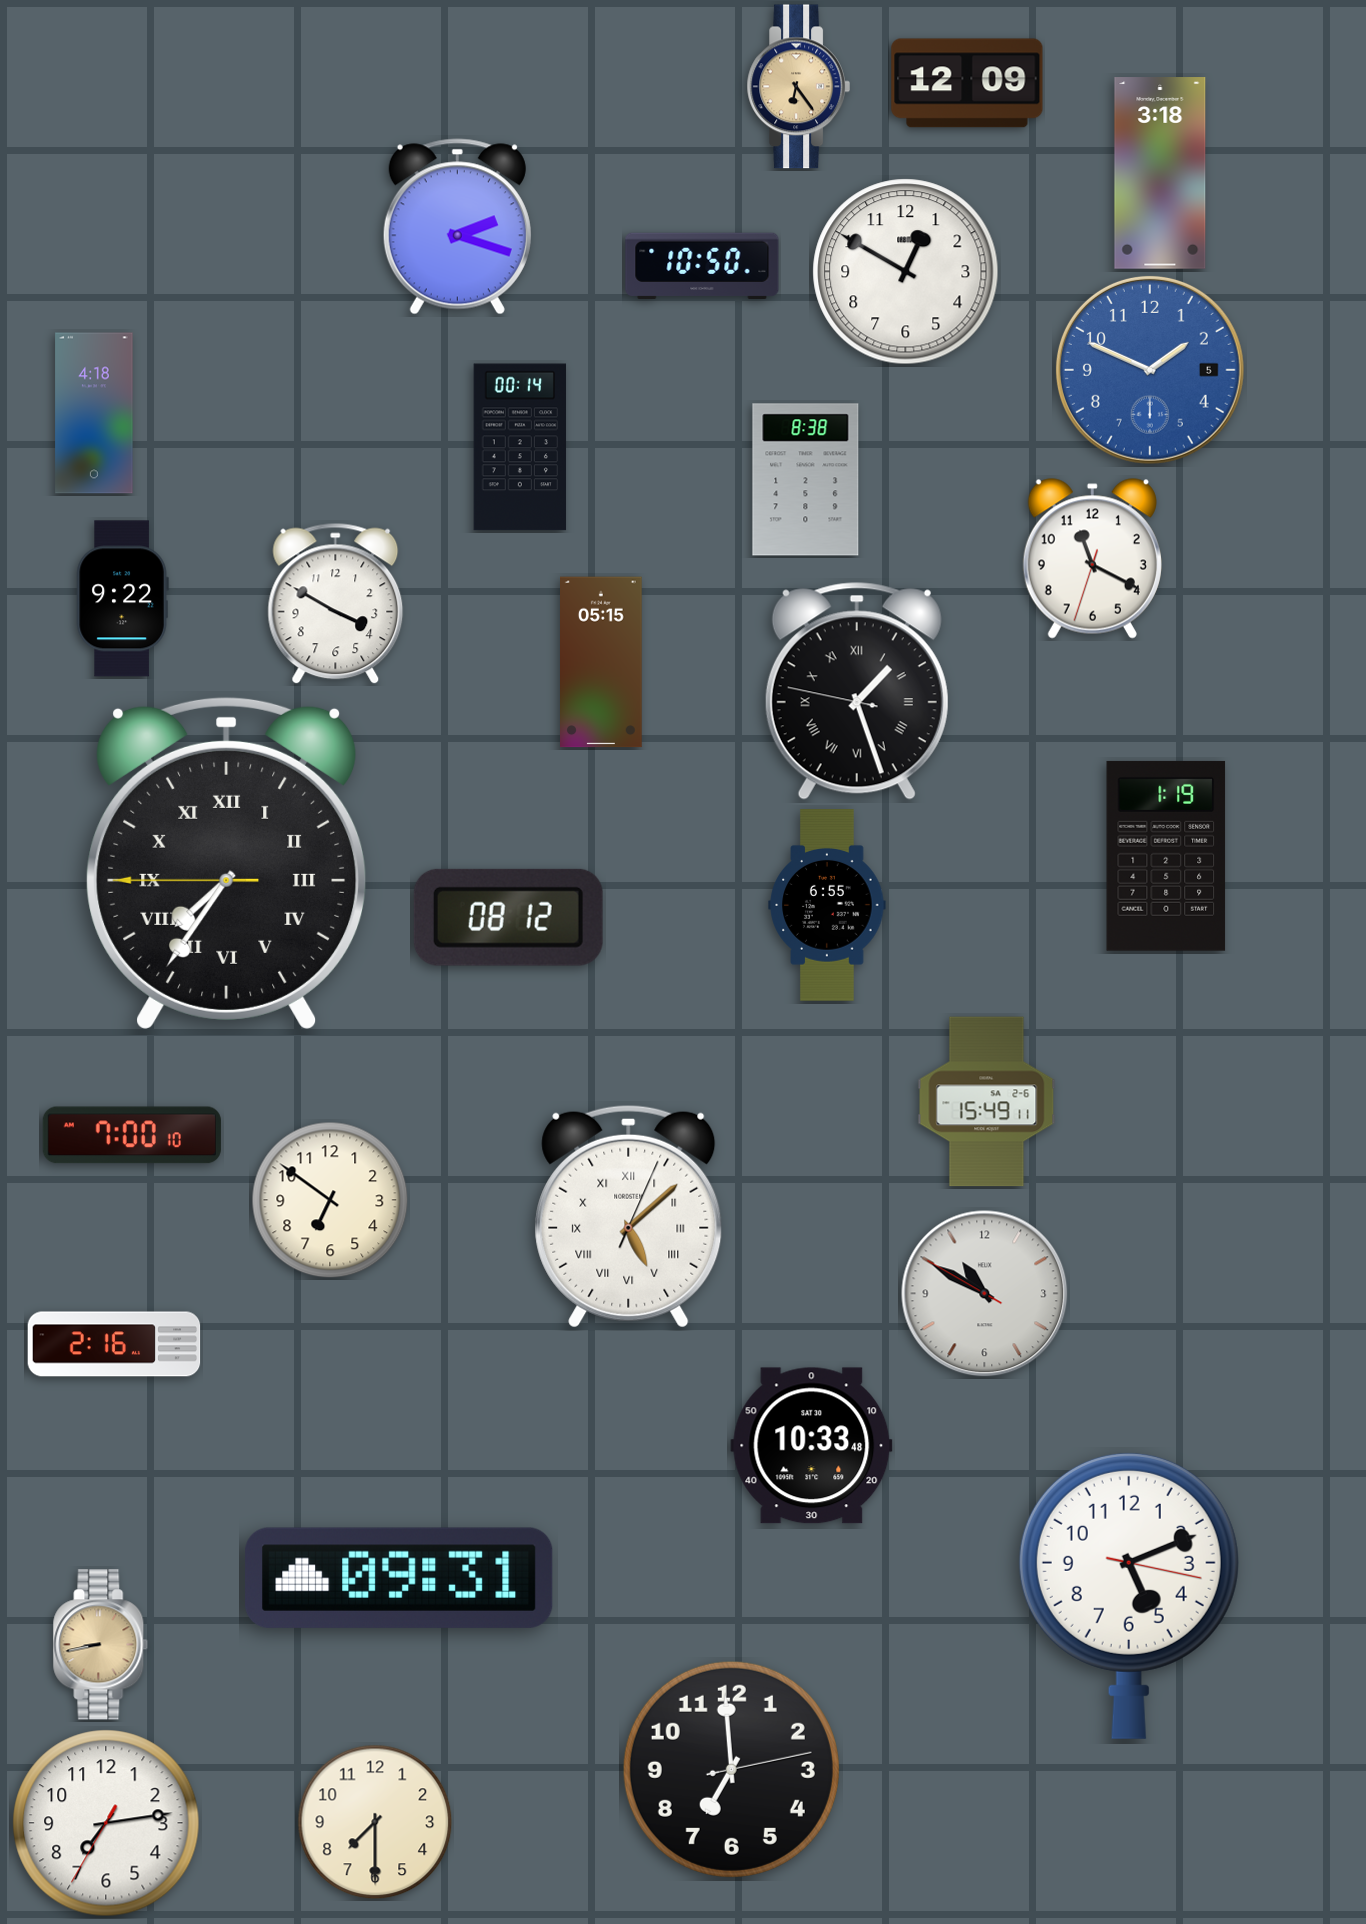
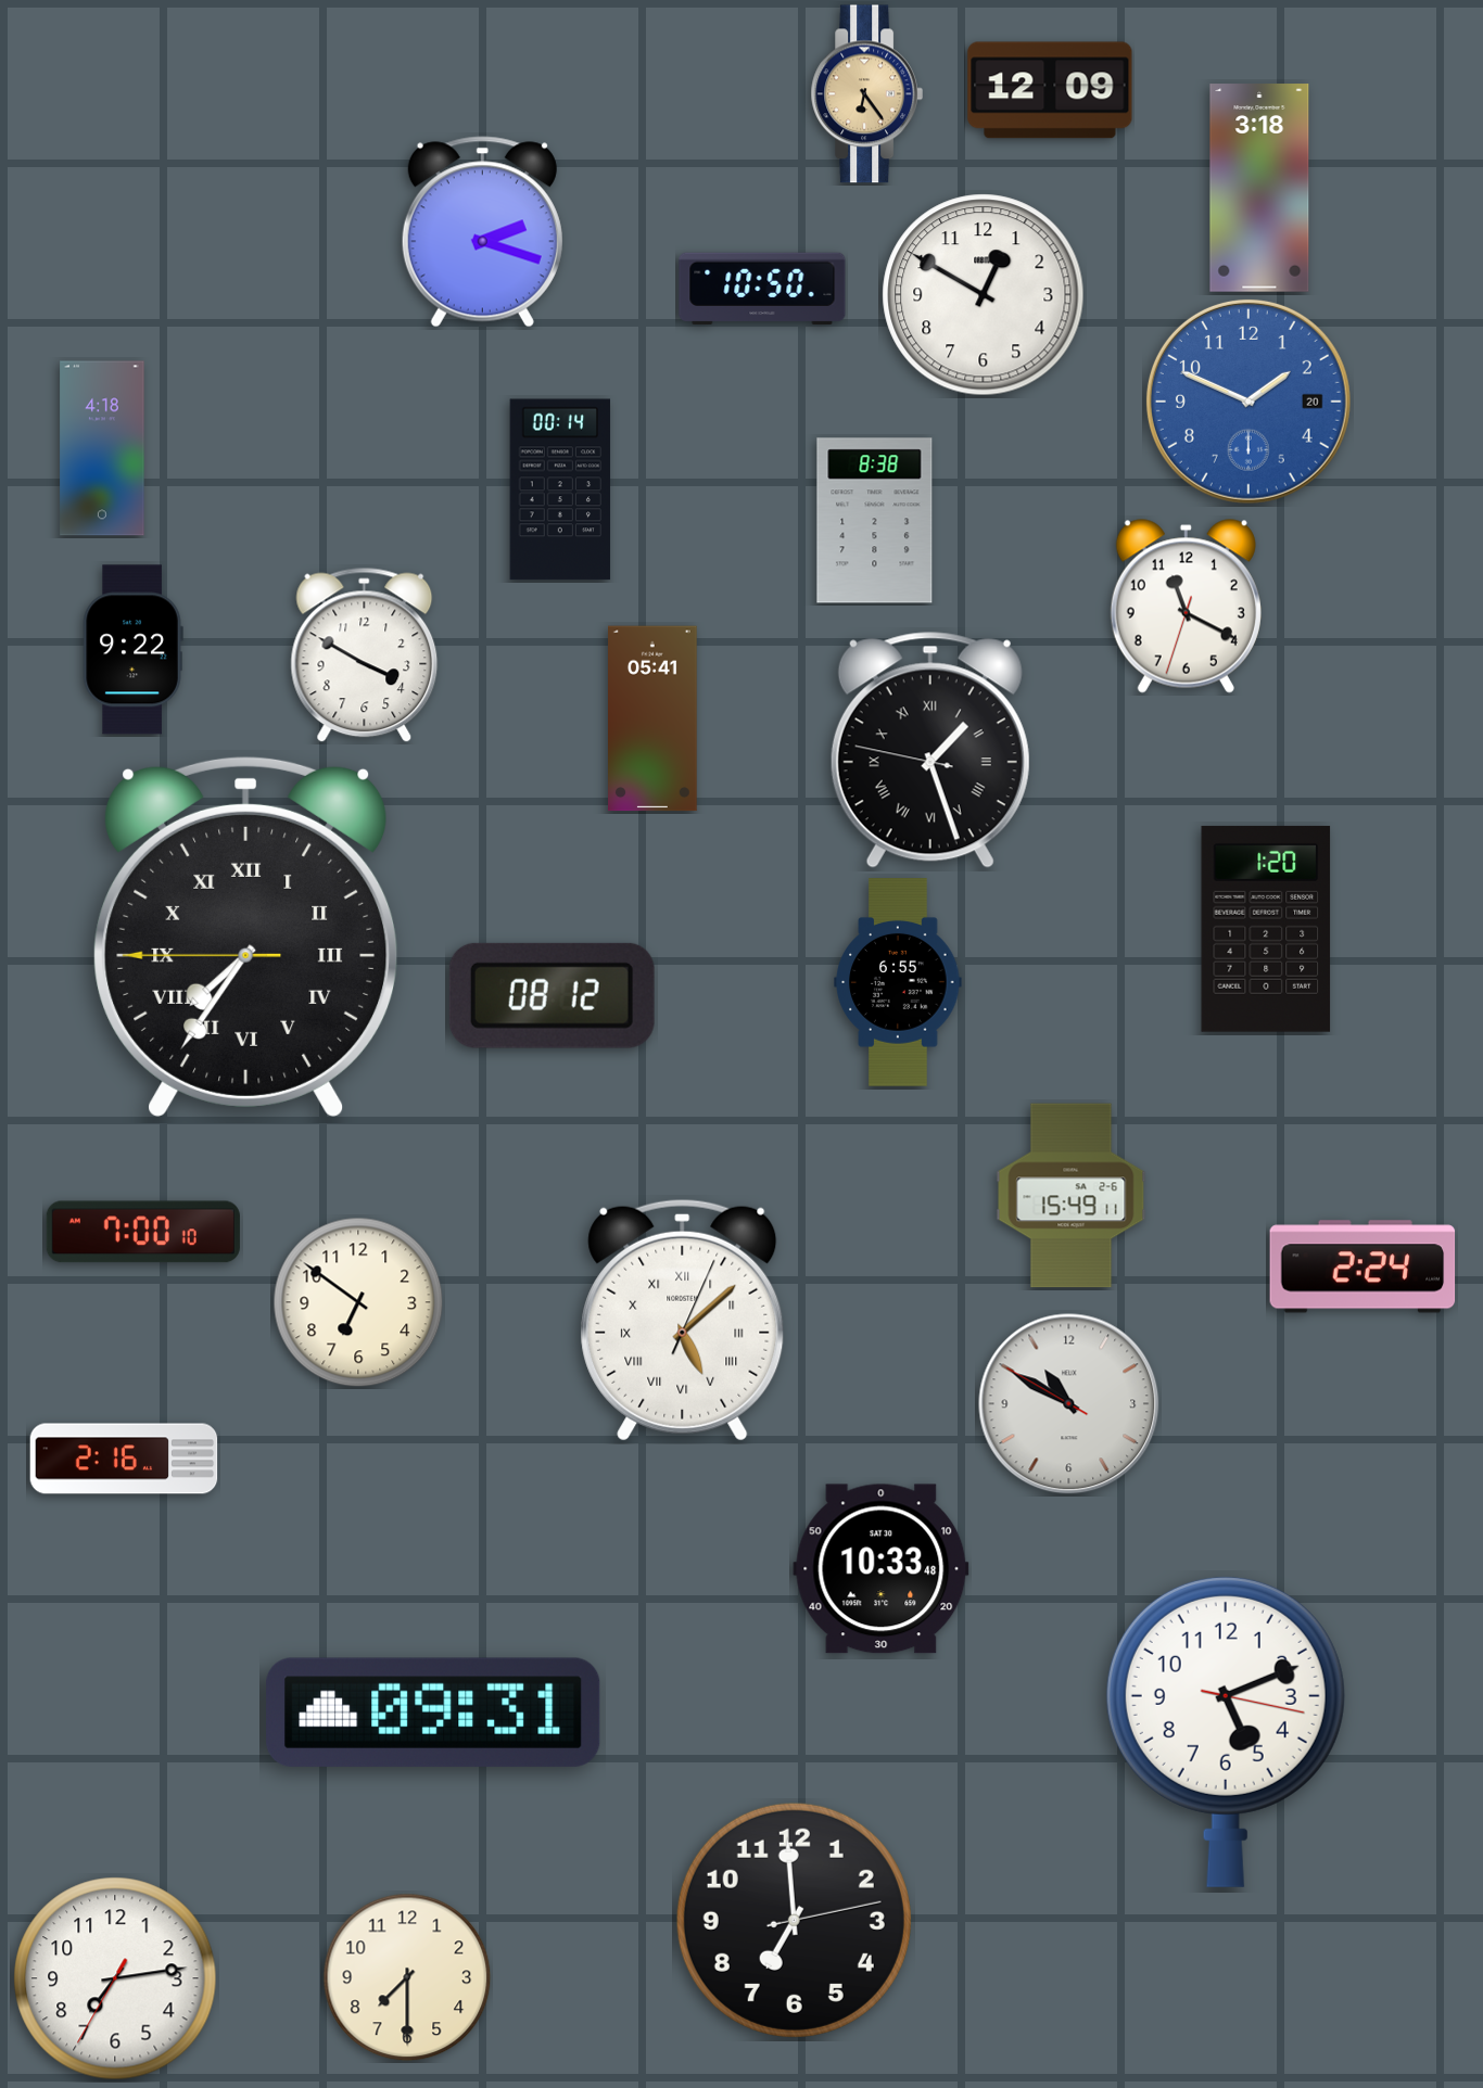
clock at (457, 227) position: (457, 227) -> (482, 232)
clock at (1150, 370) date: 5 -> 20
clock at (520, 447) position: (520, 447) -> (560, 489)
clock at (601, 662): 05:15 -> 05:41
clock at (1166, 856): 1:19 -> 1:20
clock at (1362, 1266): none -> 2:24
clock at (101, 1645): 8:43 -> none
